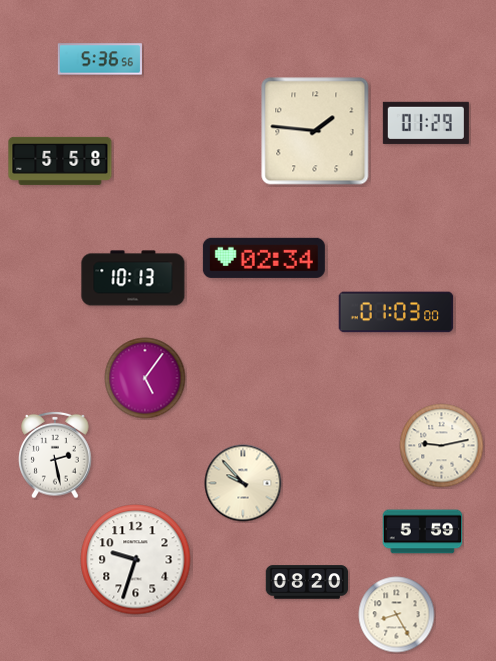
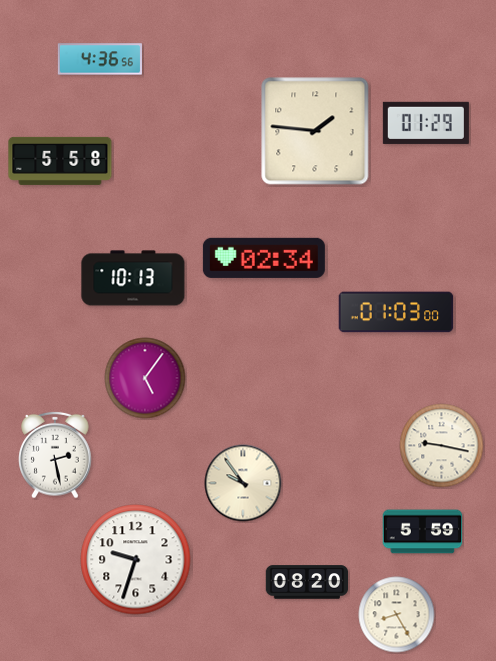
clock at (100, 59): 5:36 -> 4:36
clock at (442, 446): 9:13 -> 9:17
clock at (243, 483): 9:53 -> 9:54
